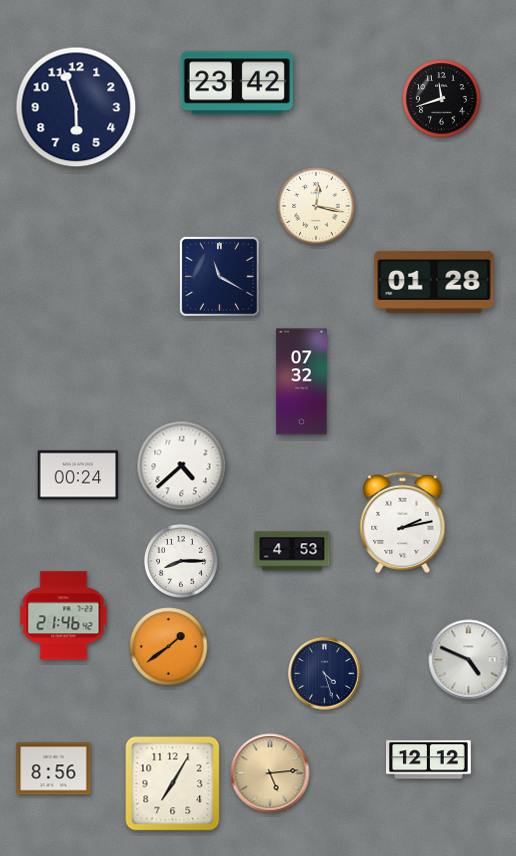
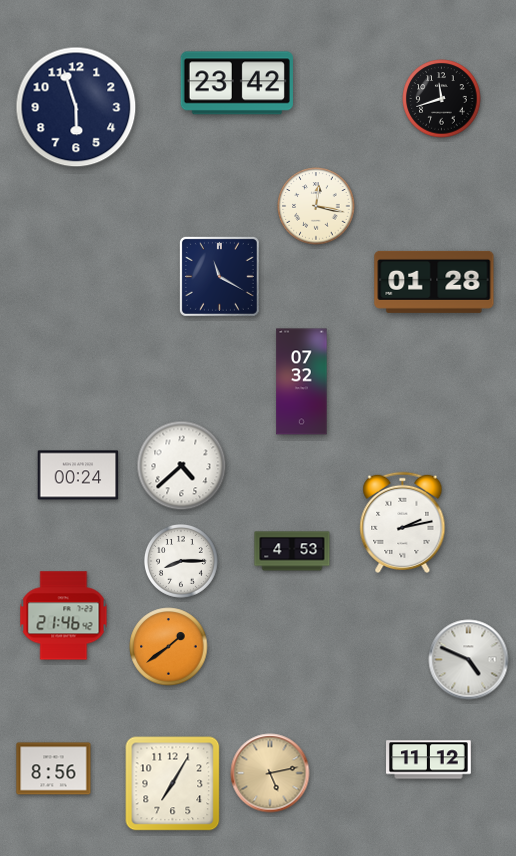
clock at (325, 674): 4:27 -> none
clock at (429, 760): 12:12 -> 11:12
clock at (270, 773): 5:14 -> 5:13
